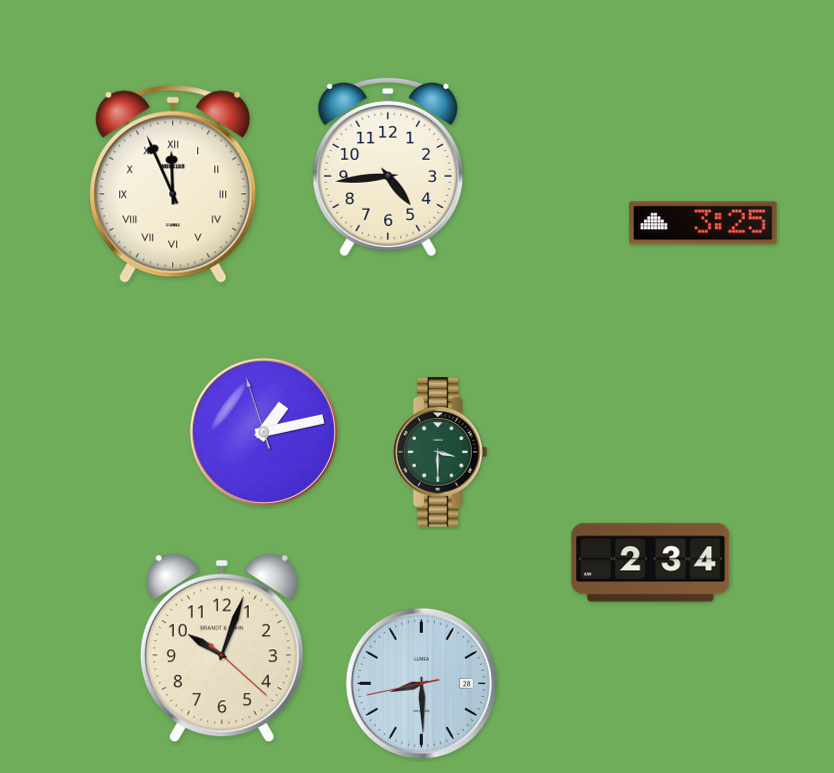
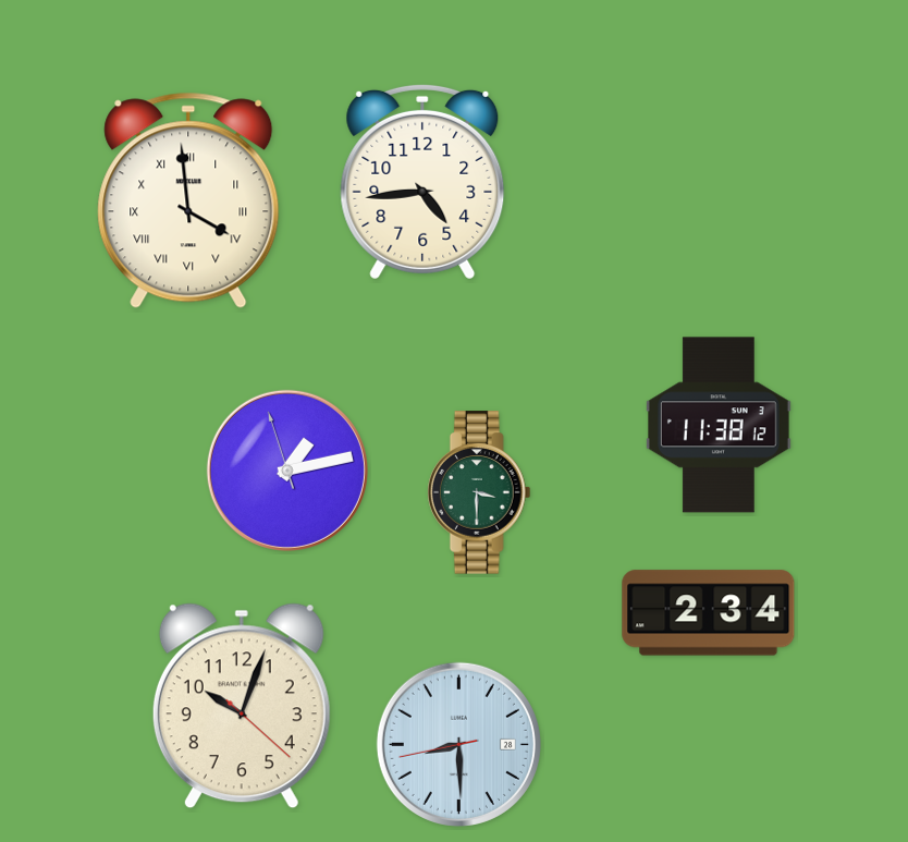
clock at (173, 184): 11:56 -> 3:59
clock at (703, 223): 3:25 -> none
clock at (719, 425): none -> 11:38
